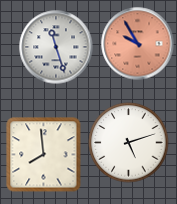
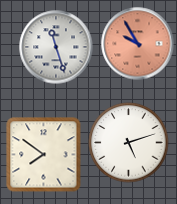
clock at (44, 155): 7:59 -> 7:51
